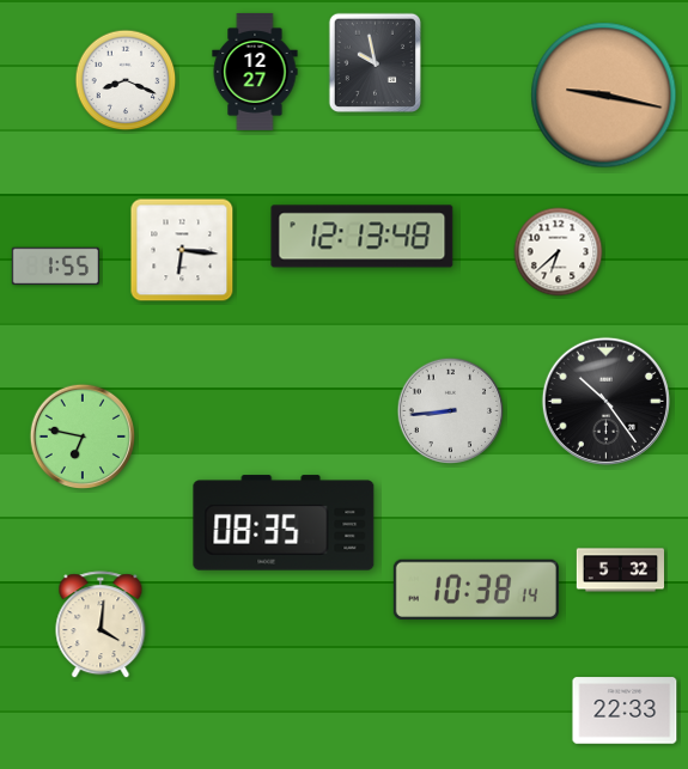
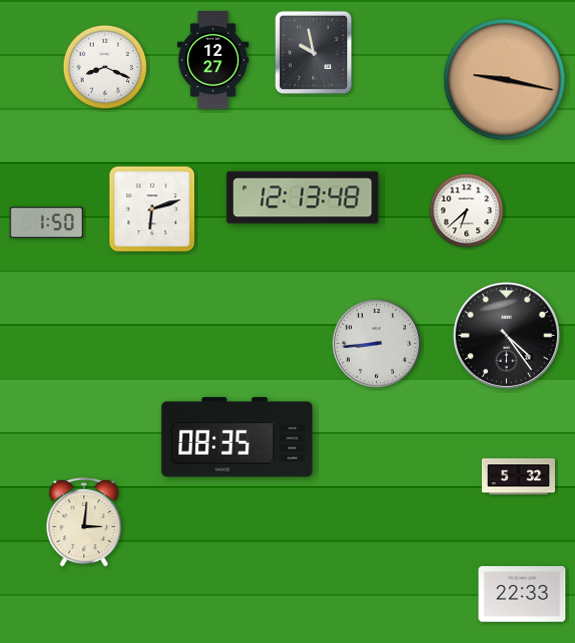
clock at (182, 250): 6:16 -> 6:12
clock at (55, 267): 1:55 -> 1:50
clock at (605, 401): 10:24 -> 4:24
clock at (83, 437): 6:47 -> none
clock at (476, 588): 10:38 -> none
clock at (101, 625): 4:01 -> 3:01
